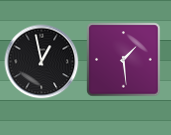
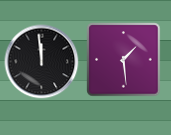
clock at (42, 62): 12:58 -> 11:59
